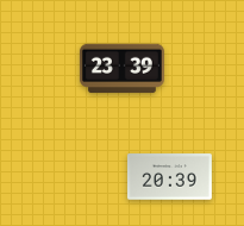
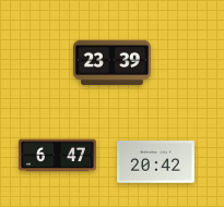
clock at (57, 156): none -> 6:47
clock at (169, 177): 20:39 -> 20:42
